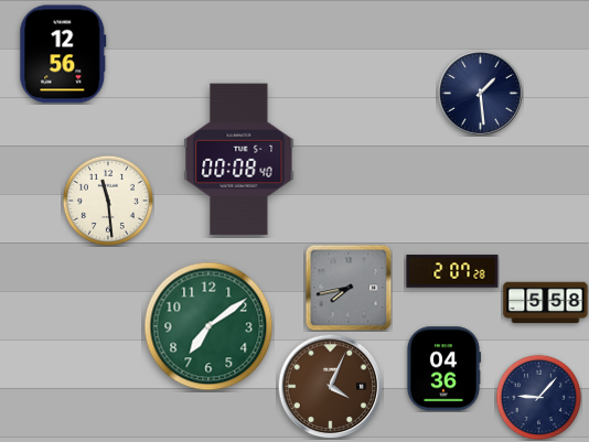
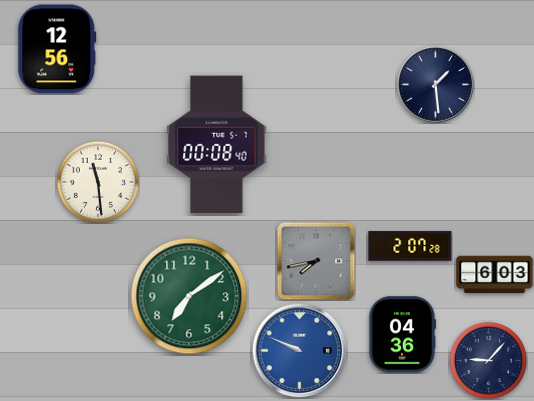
clock at (546, 303): 5:58 -> 6:03
clock at (330, 386): 4:04 -> 9:49
clock at (330, 386) dial: brown -> blue
